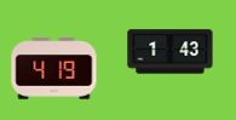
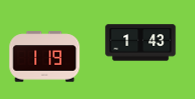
clock at (54, 69): 4:19 -> 1:19
